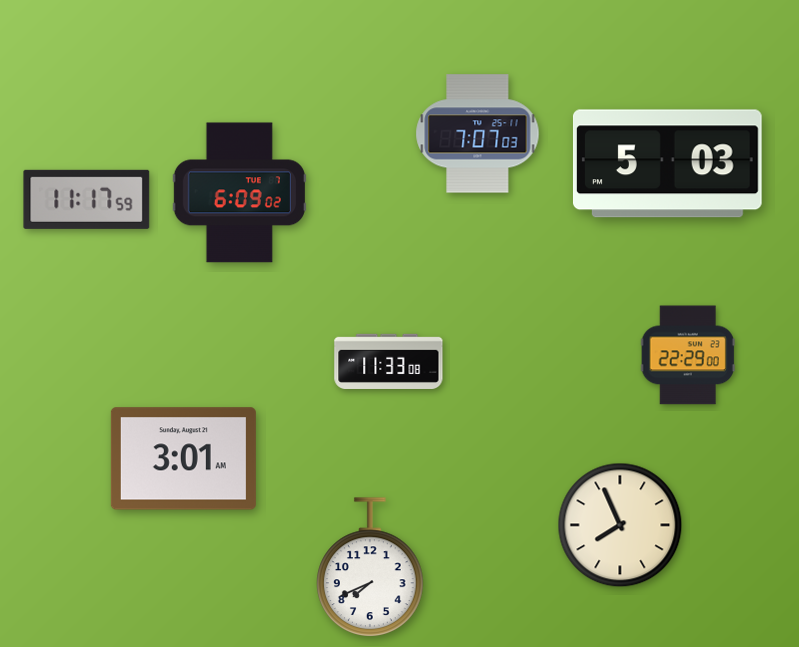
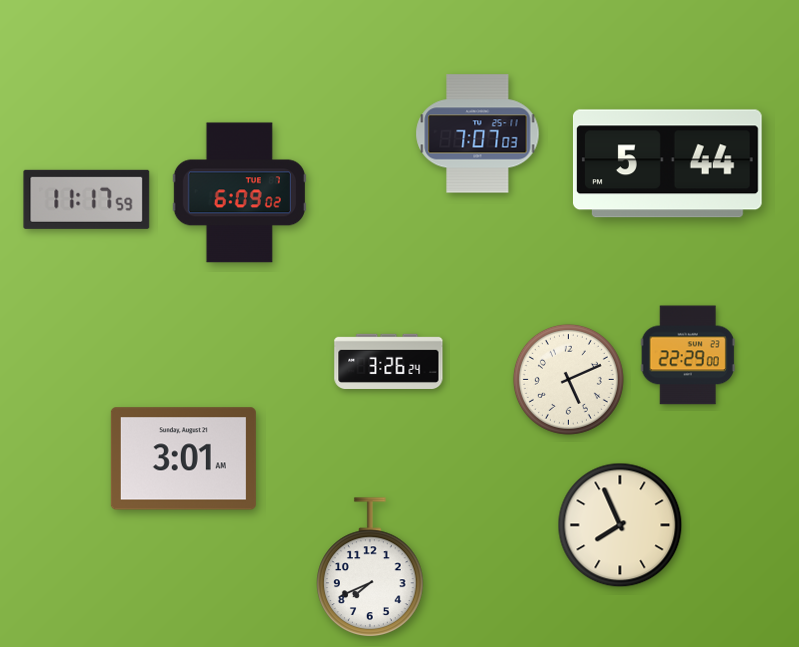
clock at (667, 164): 5:03 -> 5:44
clock at (389, 361): 11:33 -> 3:26
clock at (568, 379): none -> 5:11
